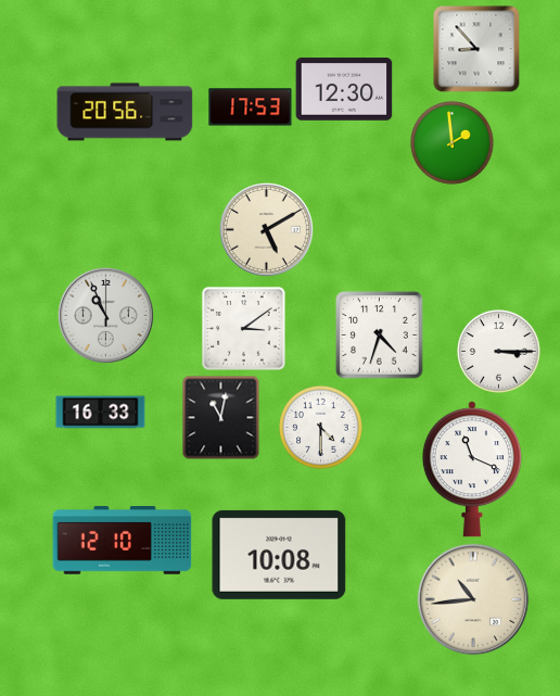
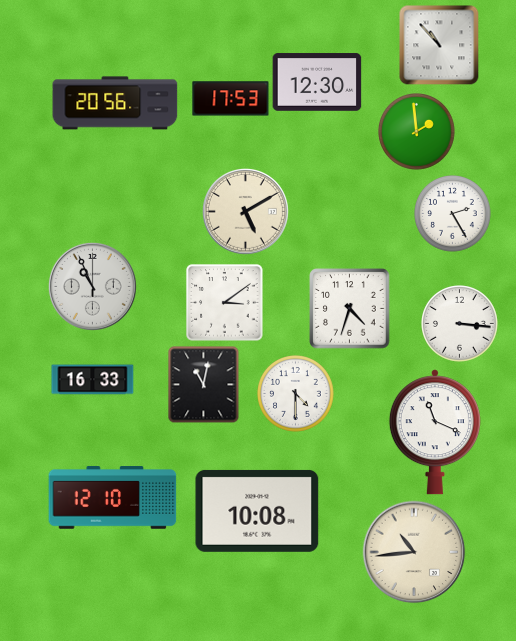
clock at (476, 49): 8:53 -> 10:53
clock at (453, 214): none -> 2:25
clock at (105, 315) position: (105, 315) -> (92, 286)
clock at (499, 352): 3:15 -> 3:16
clock at (473, 599) position: (473, 599) -> (414, 552)
